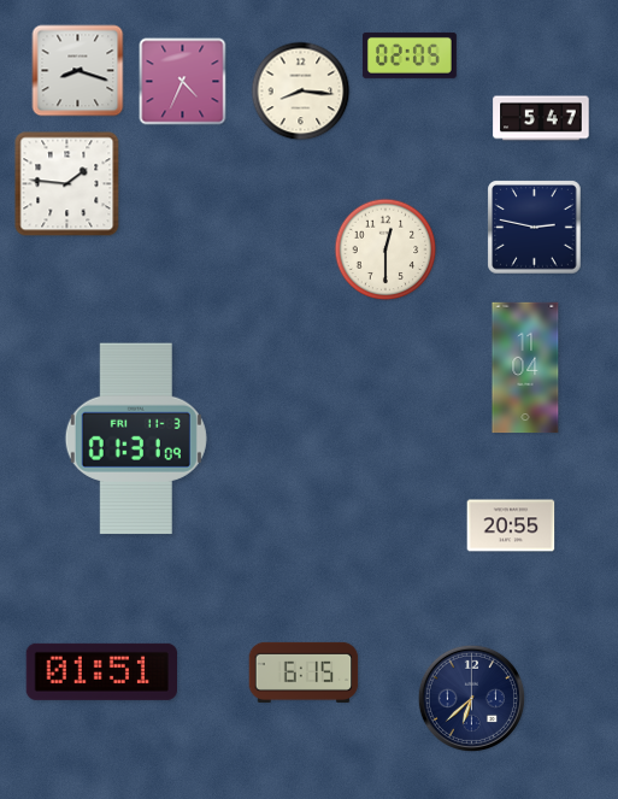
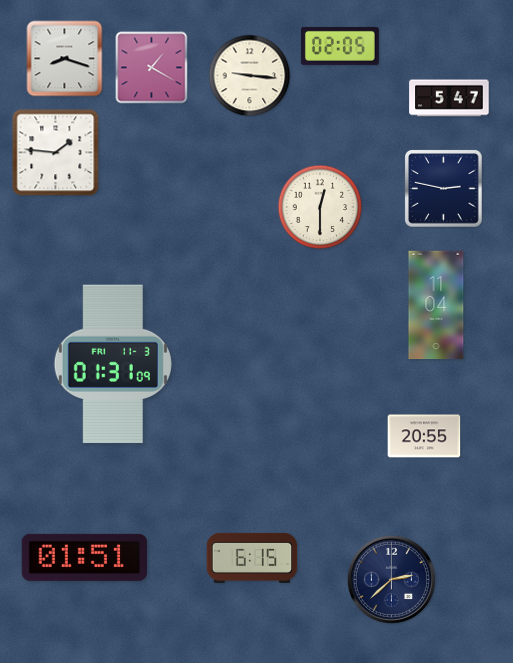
clock at (183, 82): 4:34 -> 1:20
clock at (301, 92): 8:16 -> 9:16
clock at (471, 698): 6:38 -> 2:38
